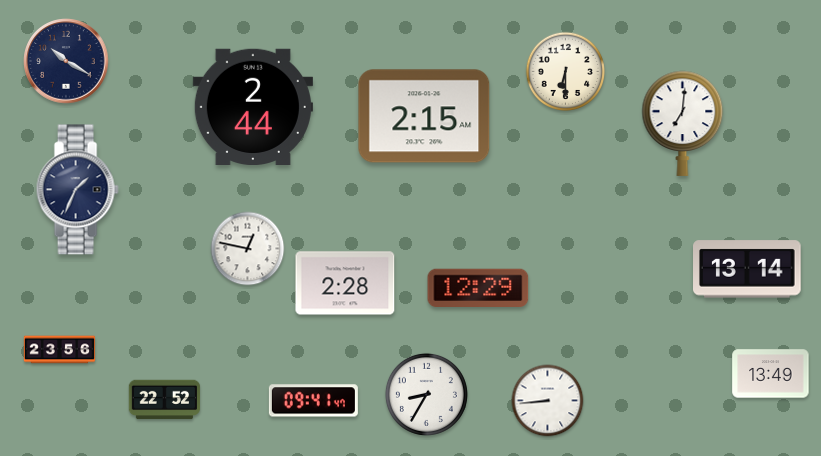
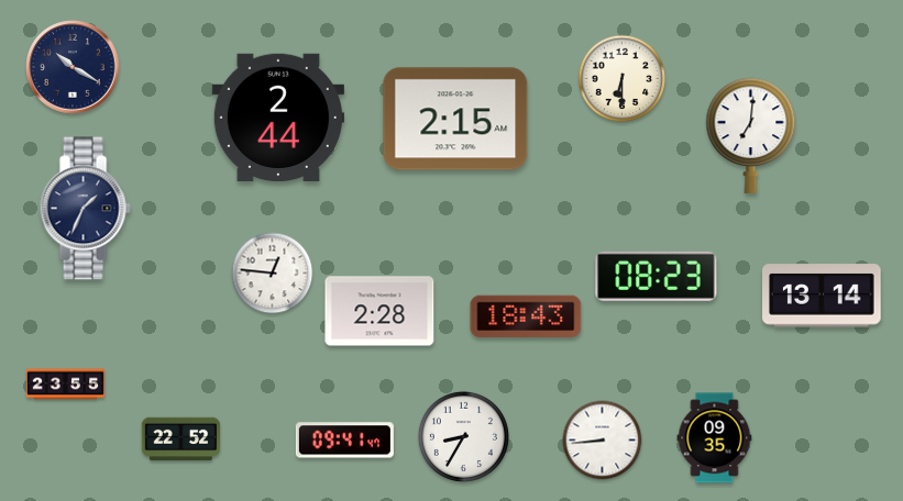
clock at (424, 116) position: (424, 116) -> (455, 119)
clock at (248, 249): 12:47 -> 12:46
clock at (657, 276): none -> 08:23
clock at (478, 288): 12:29 -> 18:43
clock at (60, 350): 23:56 -> 23:55
clock at (771, 374): 13:49 -> none
clock at (426, 394) position: (426, 394) -> (463, 436)
clock at (715, 438): none -> 09:35
